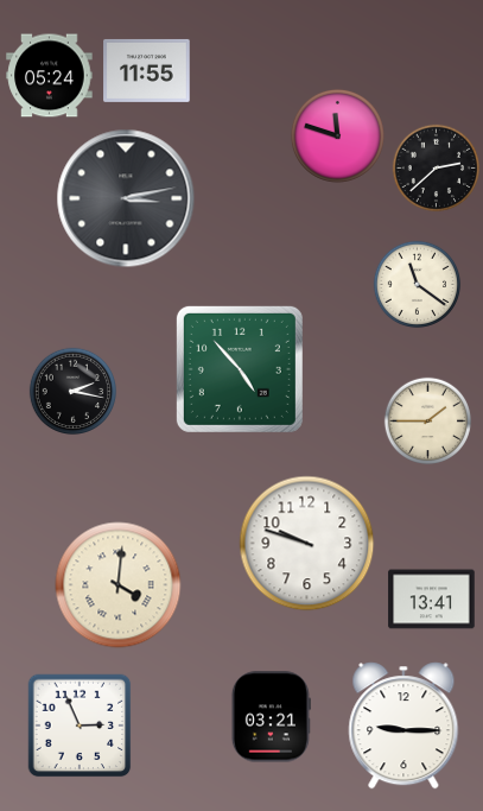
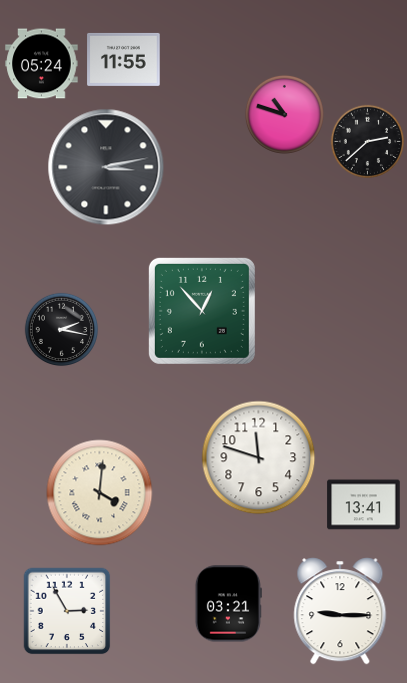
clock at (337, 135): 11:48 -> 10:48
clock at (418, 285): 11:21 -> none
clock at (240, 369): 4:53 -> 12:53
clock at (428, 422): 1:45 -> none
clock at (307, 544): 9:48 -> 11:48
clock at (80, 726): 2:56 -> 2:55
